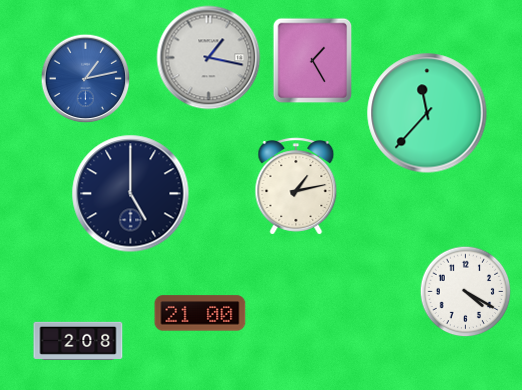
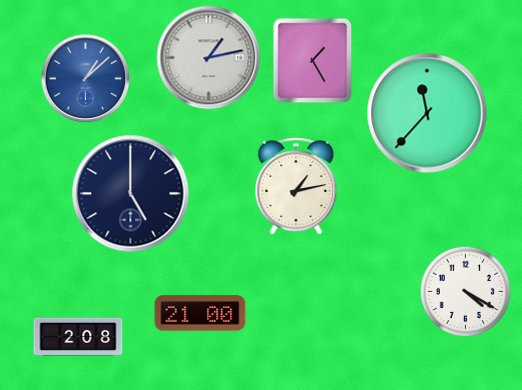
clock at (209, 58): 1:17 -> 1:13
clock at (85, 78): 1:13 -> 1:08
clock at (78, 341) position: (78, 341) -> (78, 337)
